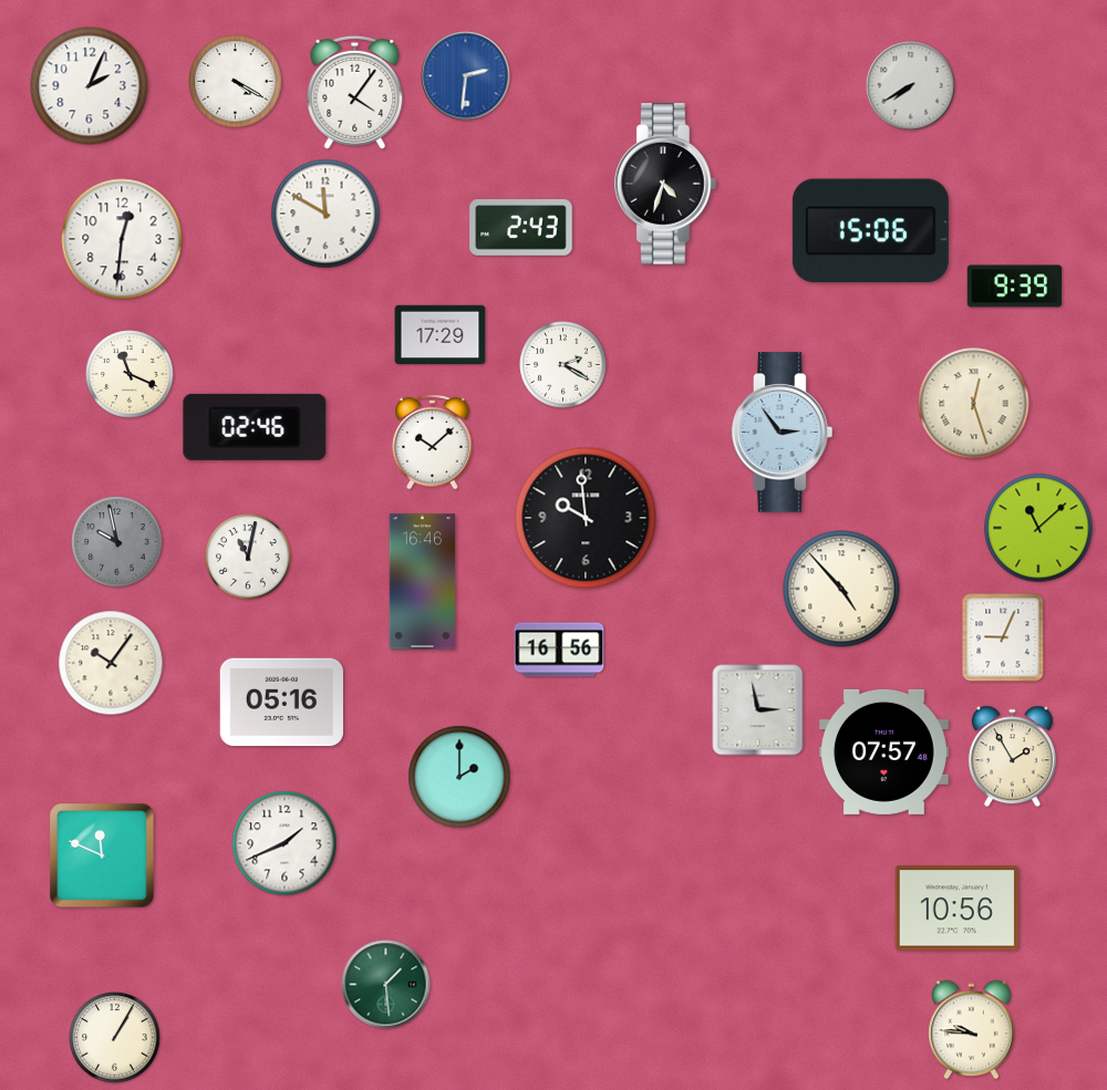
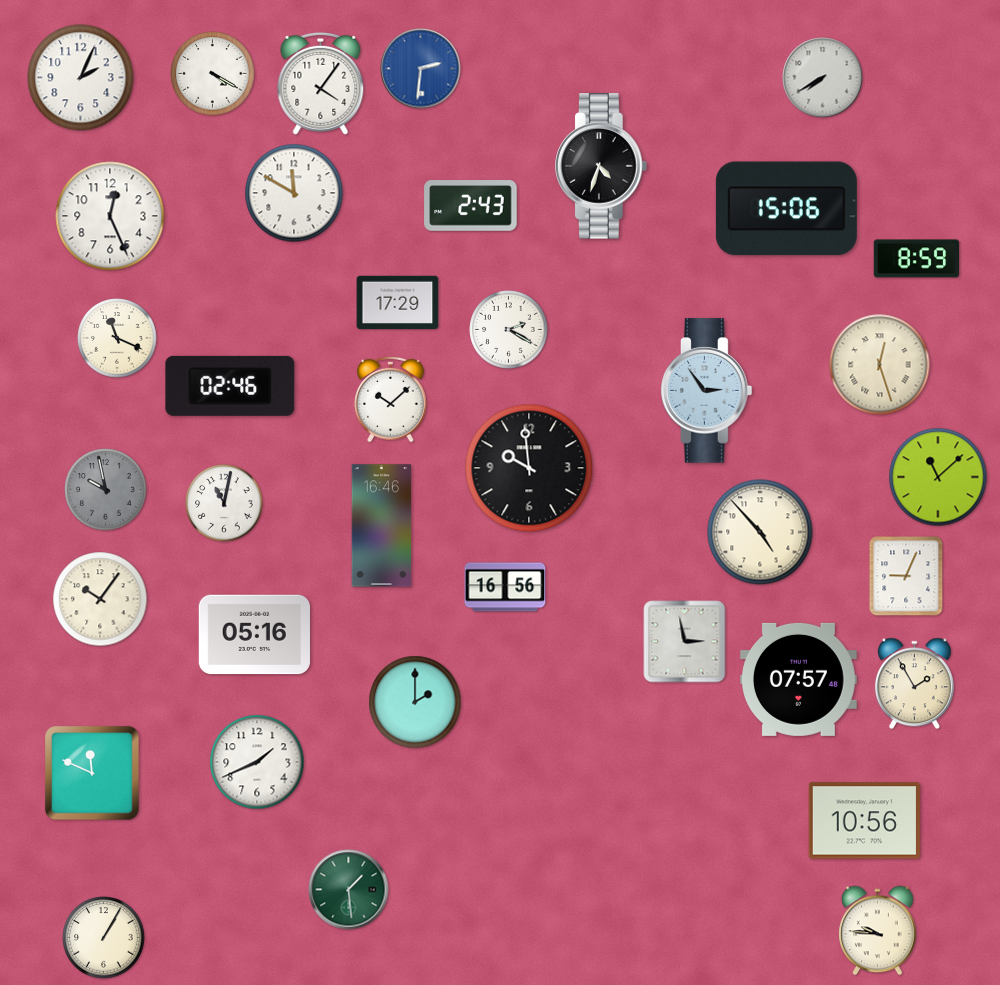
clock at (122, 239): 12:31 -> 12:26
clock at (1015, 287): 9:39 -> 8:59
